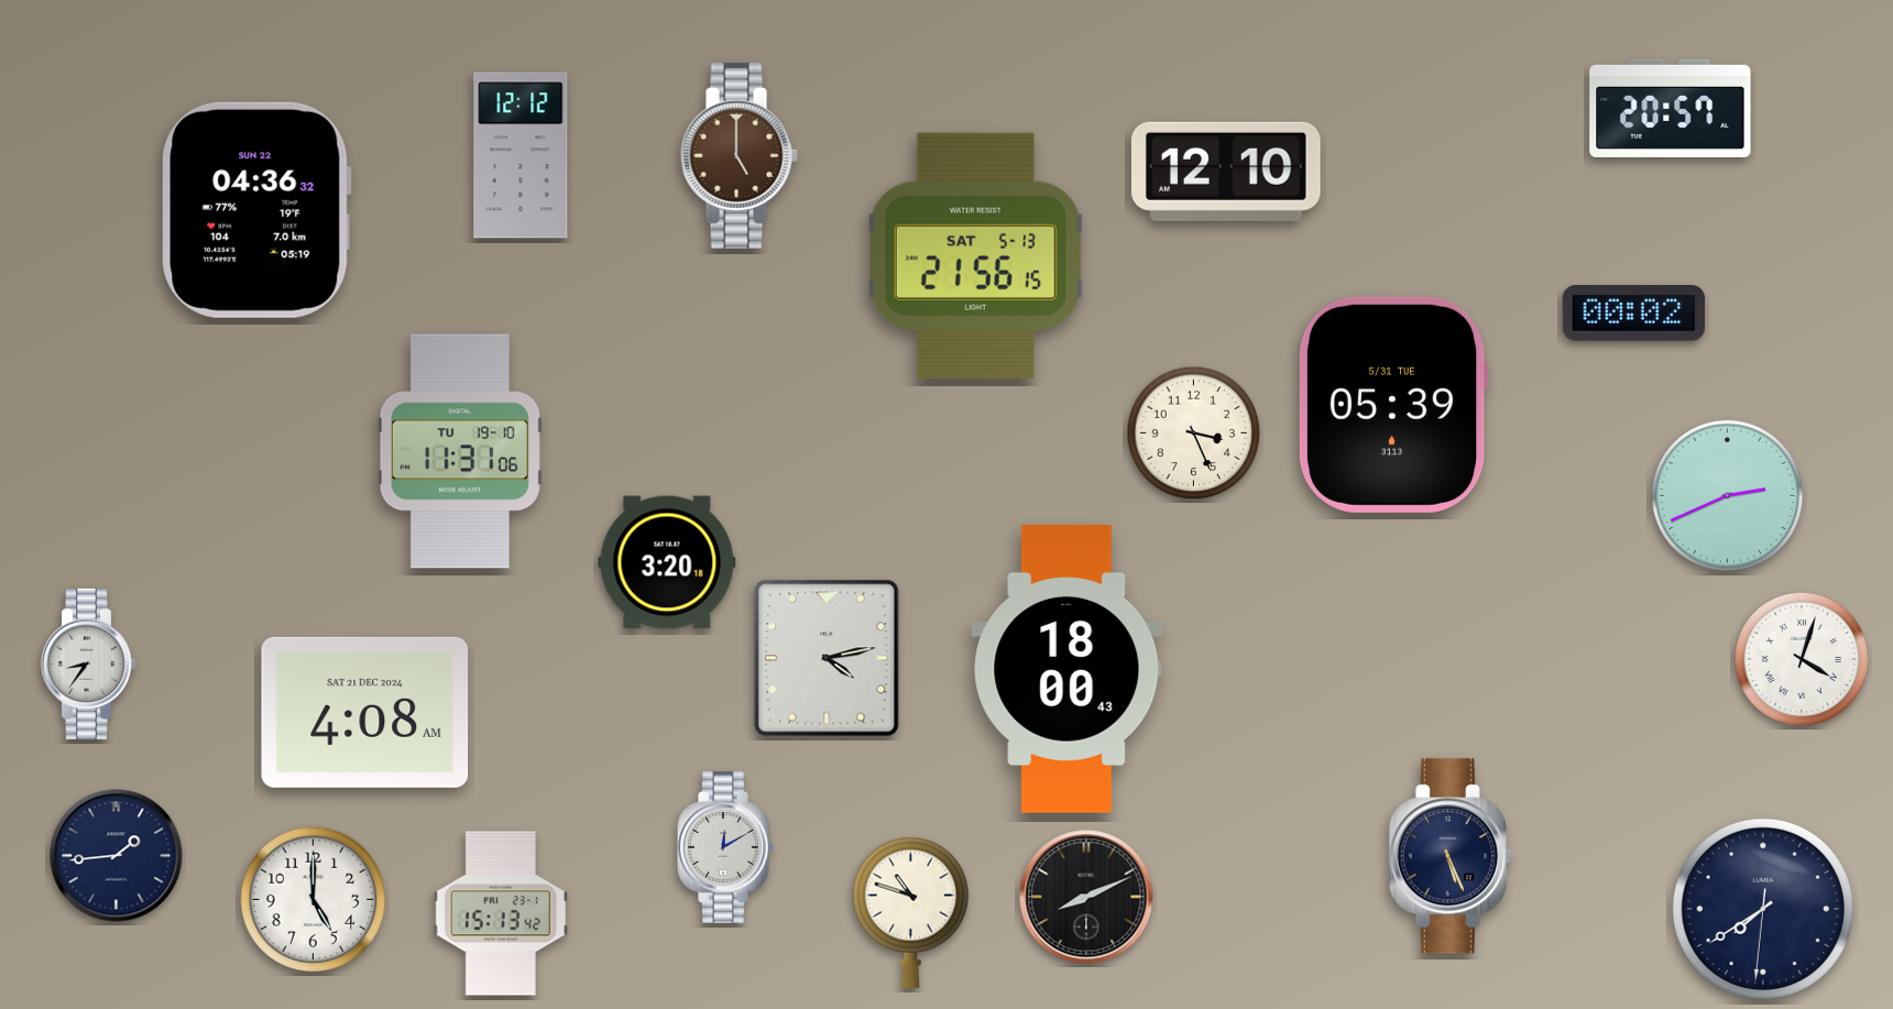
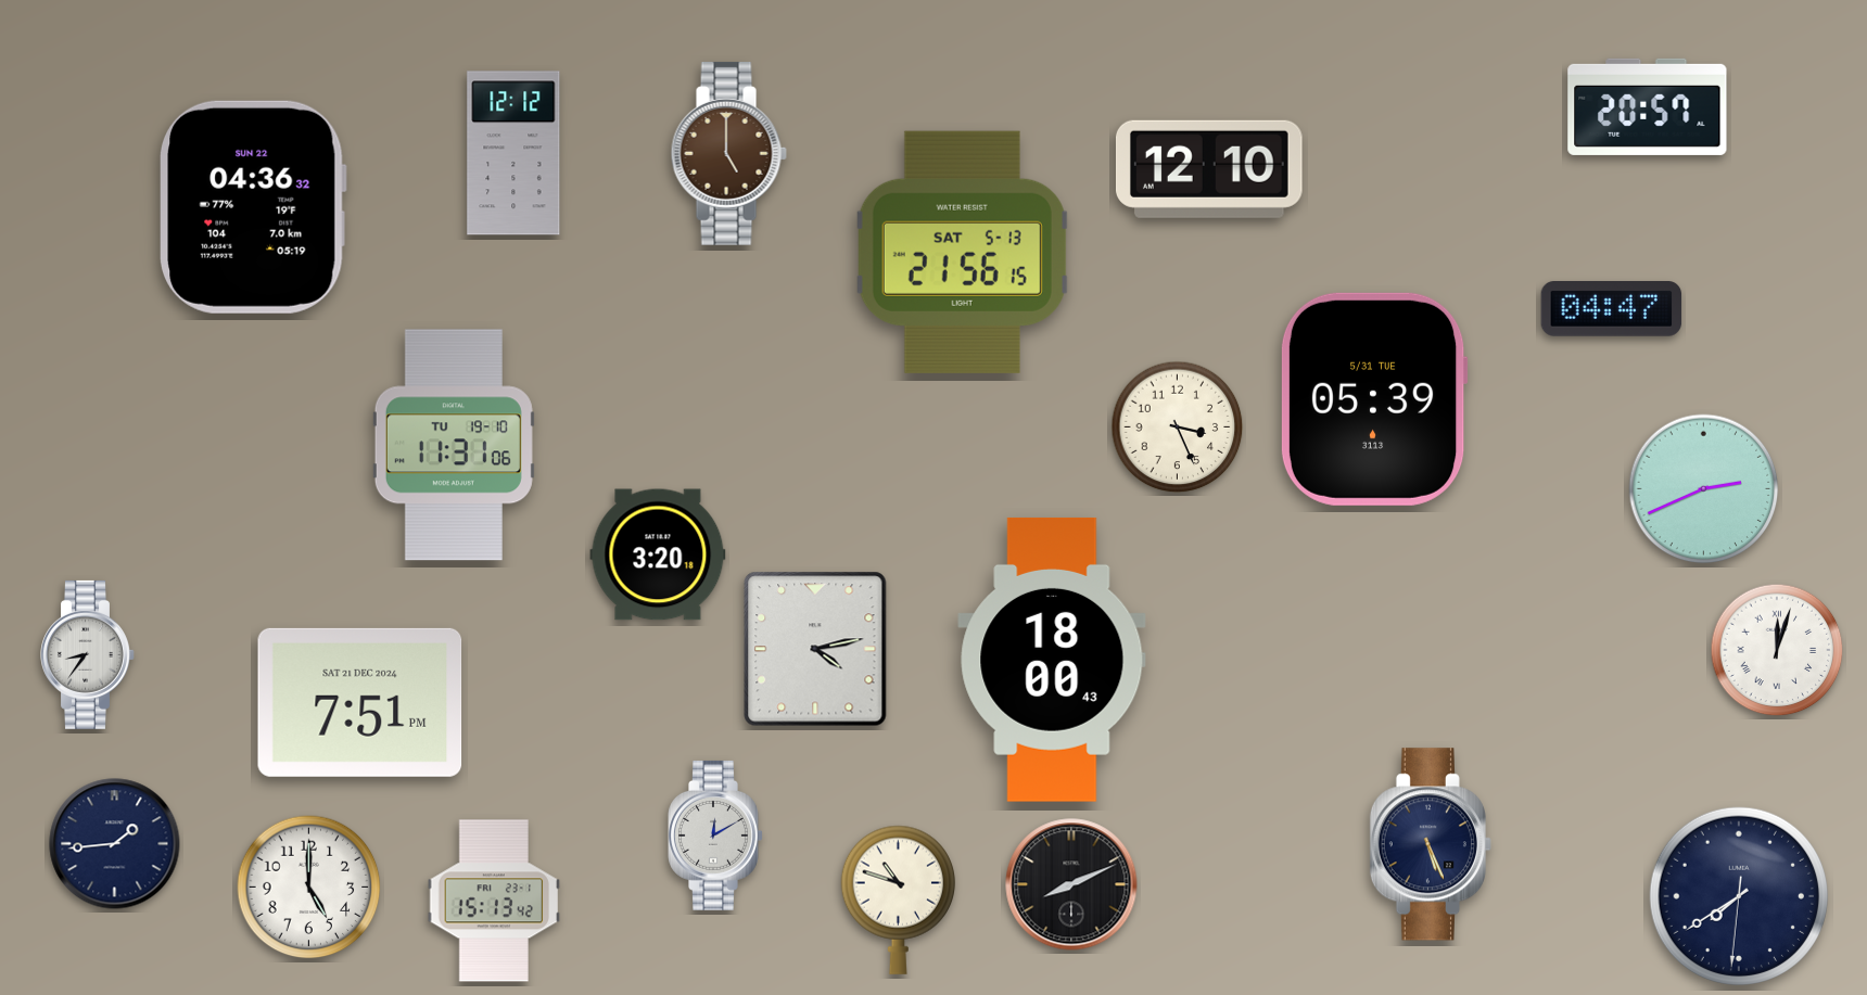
clock at (1634, 314): 00:02 -> 04:47
clock at (1802, 659): 4:03 -> 12:03
clock at (365, 712): 4:08 -> 7:51
